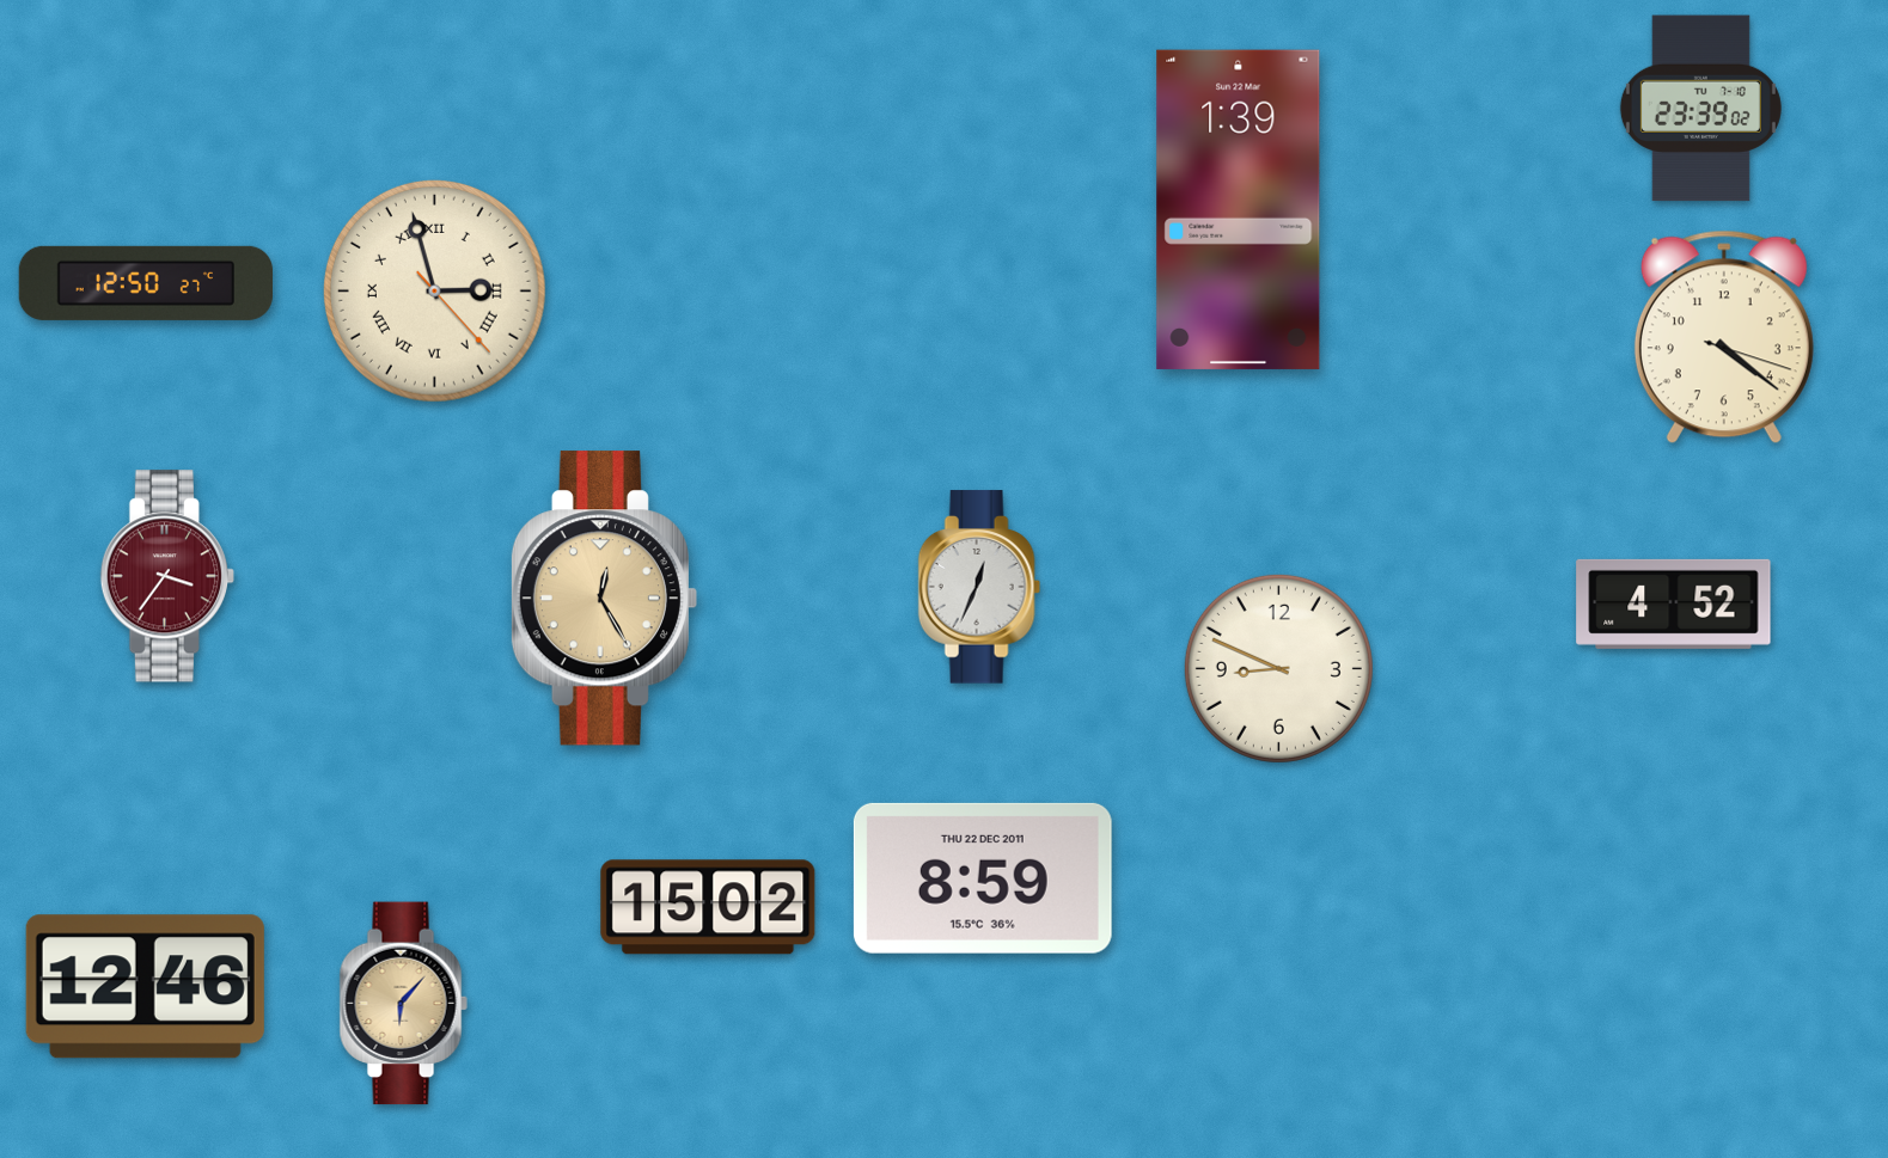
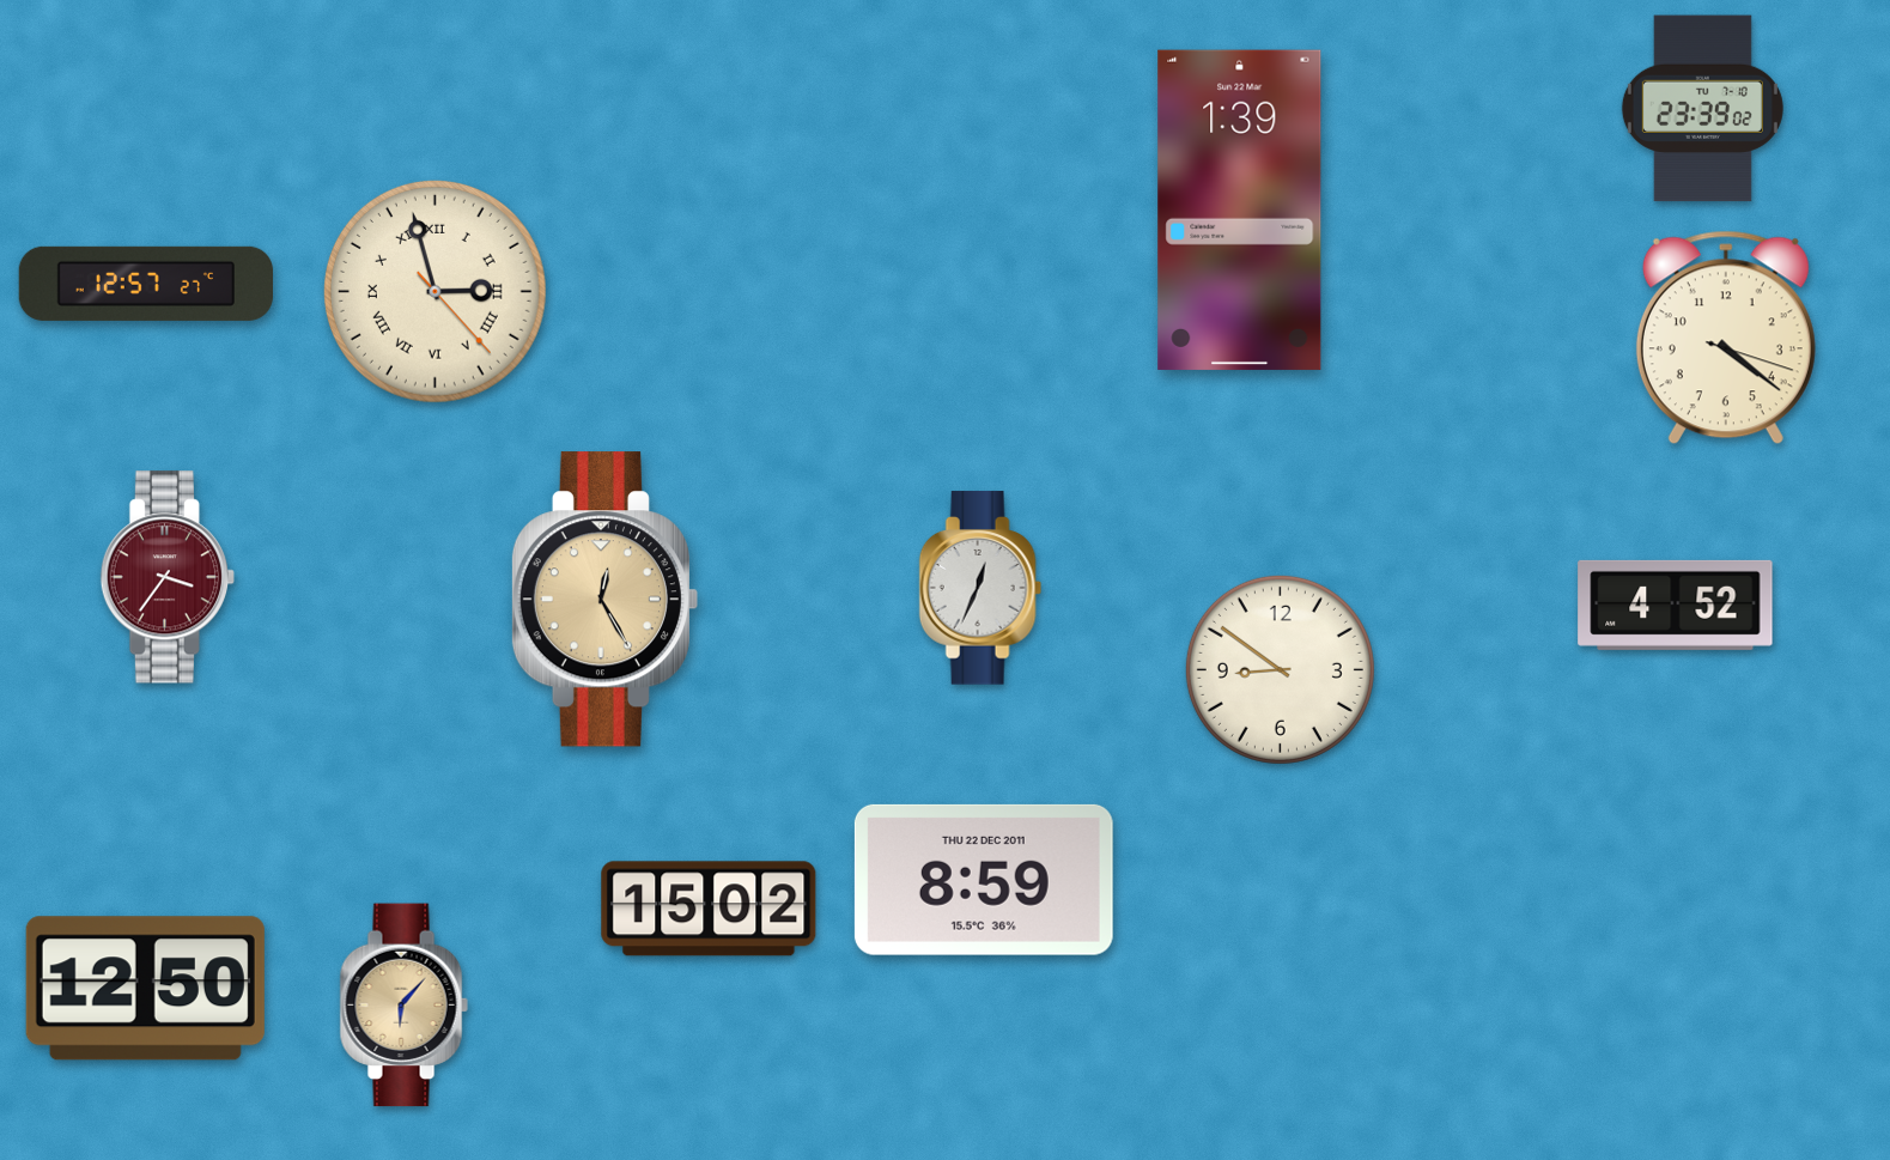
clock at (146, 283): 12:50 -> 12:57
clock at (1278, 668): 8:49 -> 8:51
clock at (145, 987): 12:46 -> 12:50
